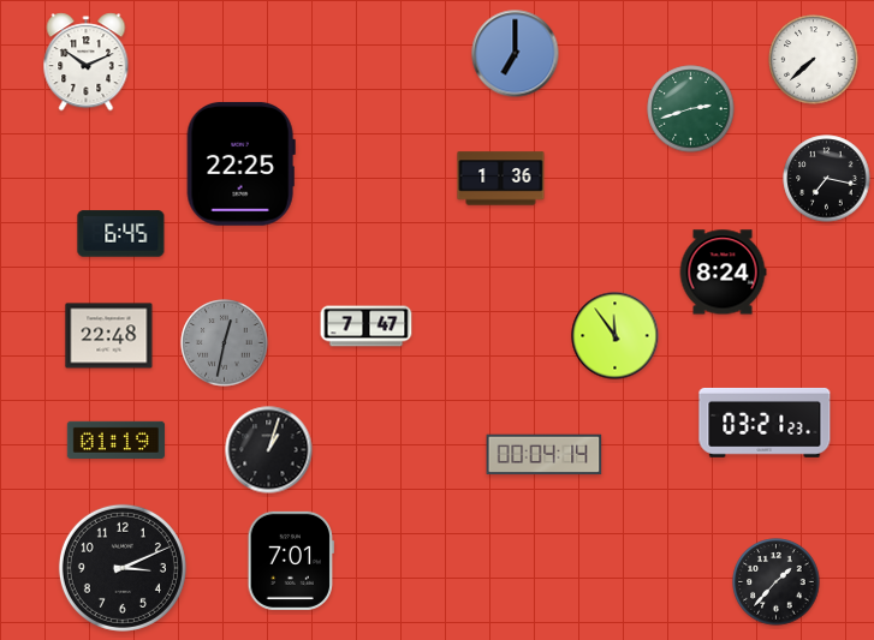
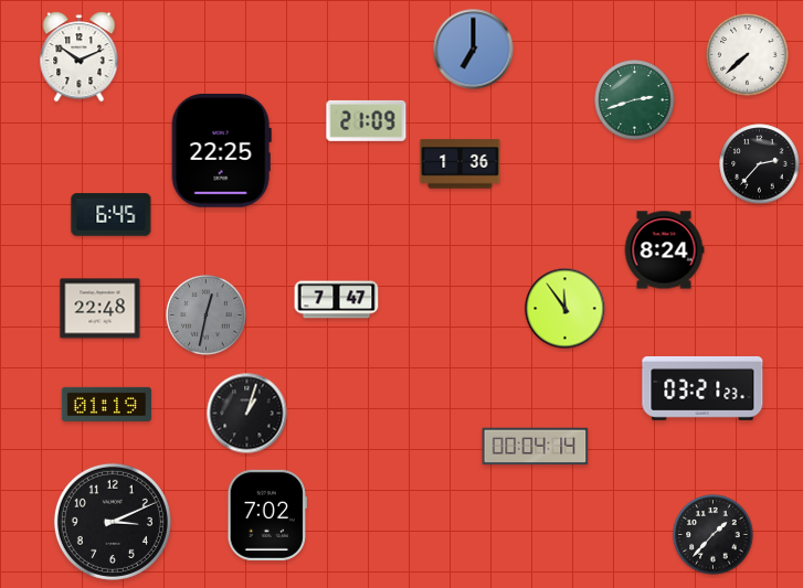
clock at (367, 120): none -> 21:09
clock at (827, 179): 7:17 -> 2:37
clock at (545, 455) position: (545, 455) -> (536, 447)
clock at (291, 561): 7:01 -> 7:02
